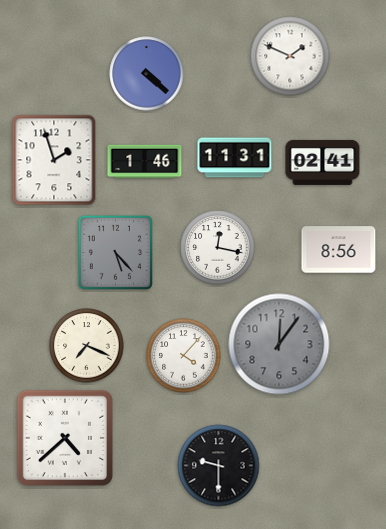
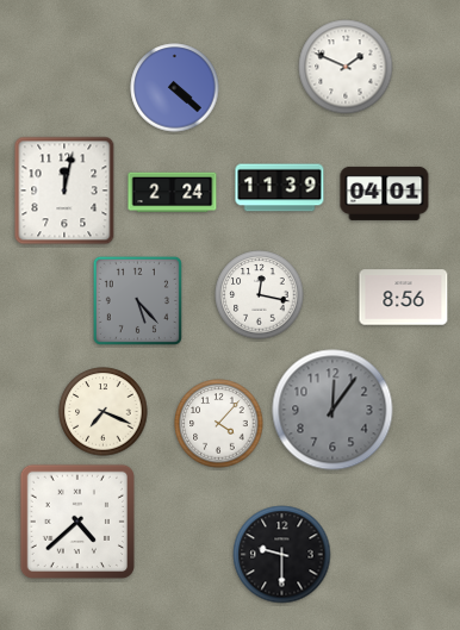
clock at (235, 158): 11:31 -> 11:39
clock at (54, 160): 1:57 -> 12:02
clock at (145, 162): 1:46 -> 2:24
clock at (323, 162): 02:41 -> 04:01
clock at (219, 466) position: (219, 466) -> (282, 555)
